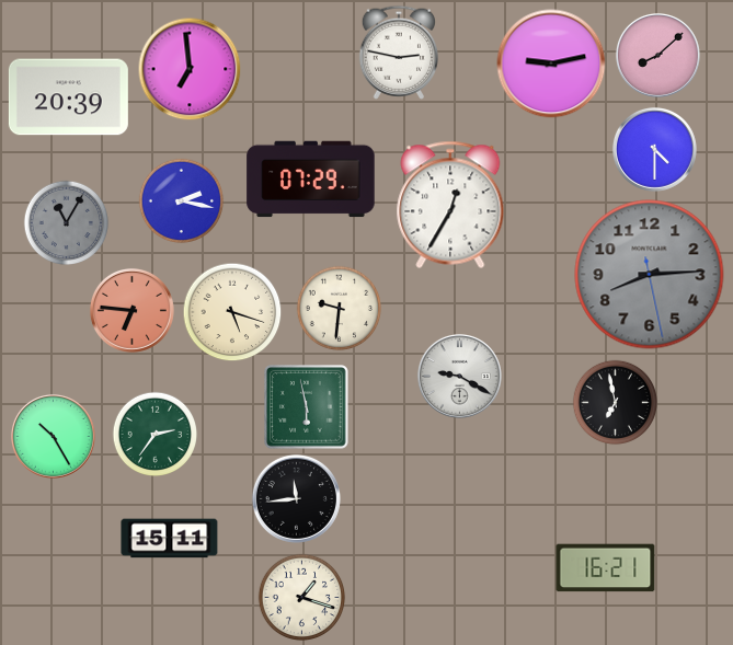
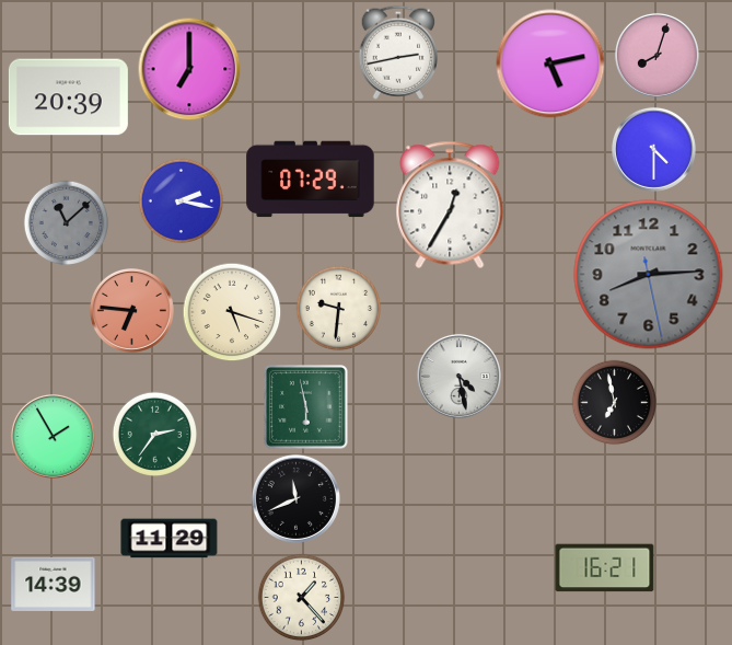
clock at (398, 53): 2:47 -> 2:43
clock at (657, 55): 8:08 -> 8:03
clock at (551, 64): 9:13 -> 5:13
clock at (190, 69): 6:59 -> 7:00
clock at (66, 222): 11:05 -> 11:08
clock at (459, 376): 9:20 -> 4:28
clock at (53, 436): 10:25 -> 1:55
clock at (296, 498): 11:44 -> 11:41
clock at (170, 539): 15:11 -> 11:29
clock at (54, 584): none -> 14:39
clock at (301, 597): 1:18 -> 1:23
